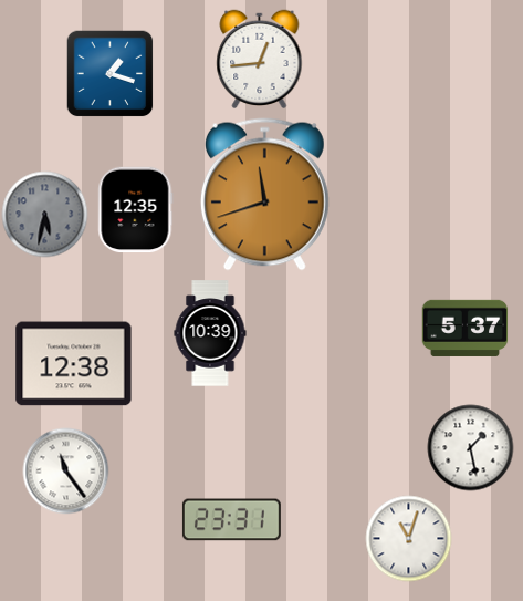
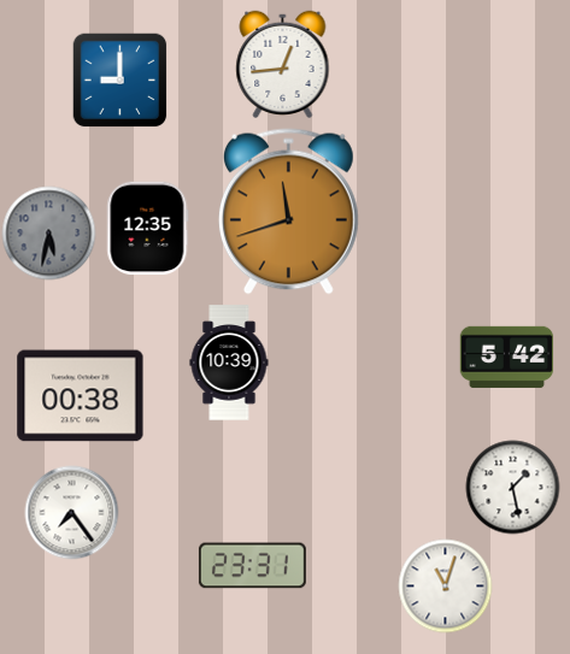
clock at (109, 73): 1:18 -> 9:00
clock at (464, 328): 5:37 -> 5:42
clock at (74, 364): 12:38 -> 00:38
clock at (65, 470): 11:24 -> 7:24
